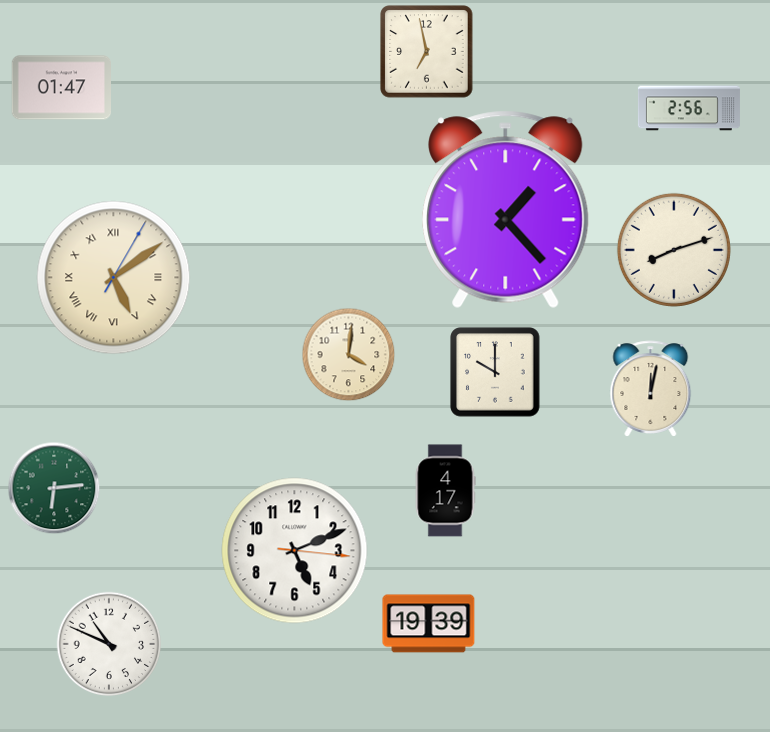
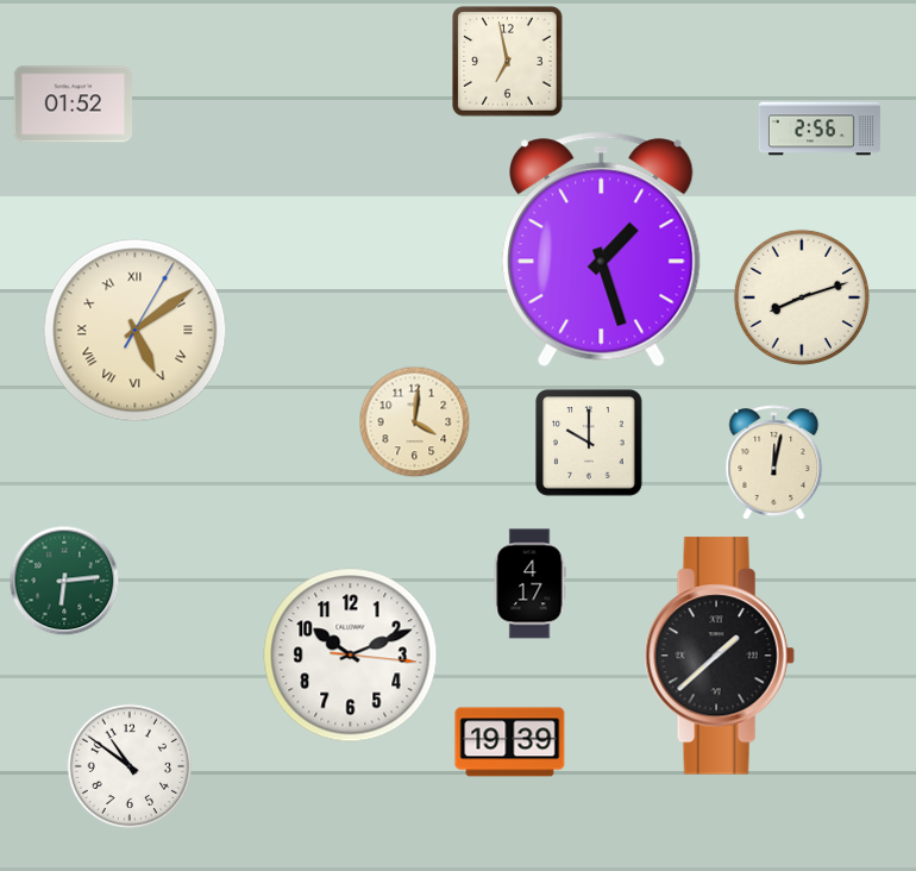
clock at (61, 88): 01:47 -> 01:52
clock at (506, 210): 1:23 -> 1:27
clock at (295, 551): 5:11 -> 10:11
clock at (720, 656): none -> 1:38
clock at (109, 644): 10:49 -> 10:51
